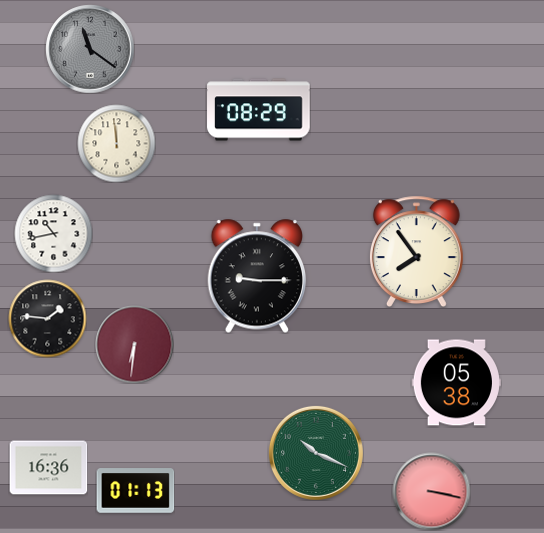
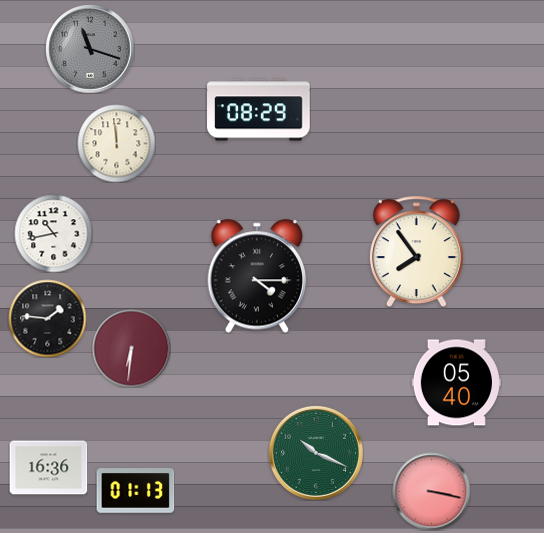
clock at (90, 49): 11:21 -> 11:18
clock at (257, 276): 9:15 -> 4:15
clock at (134, 344) position: (134, 344) -> (131, 348)
clock at (456, 383): 05:38 -> 05:40
